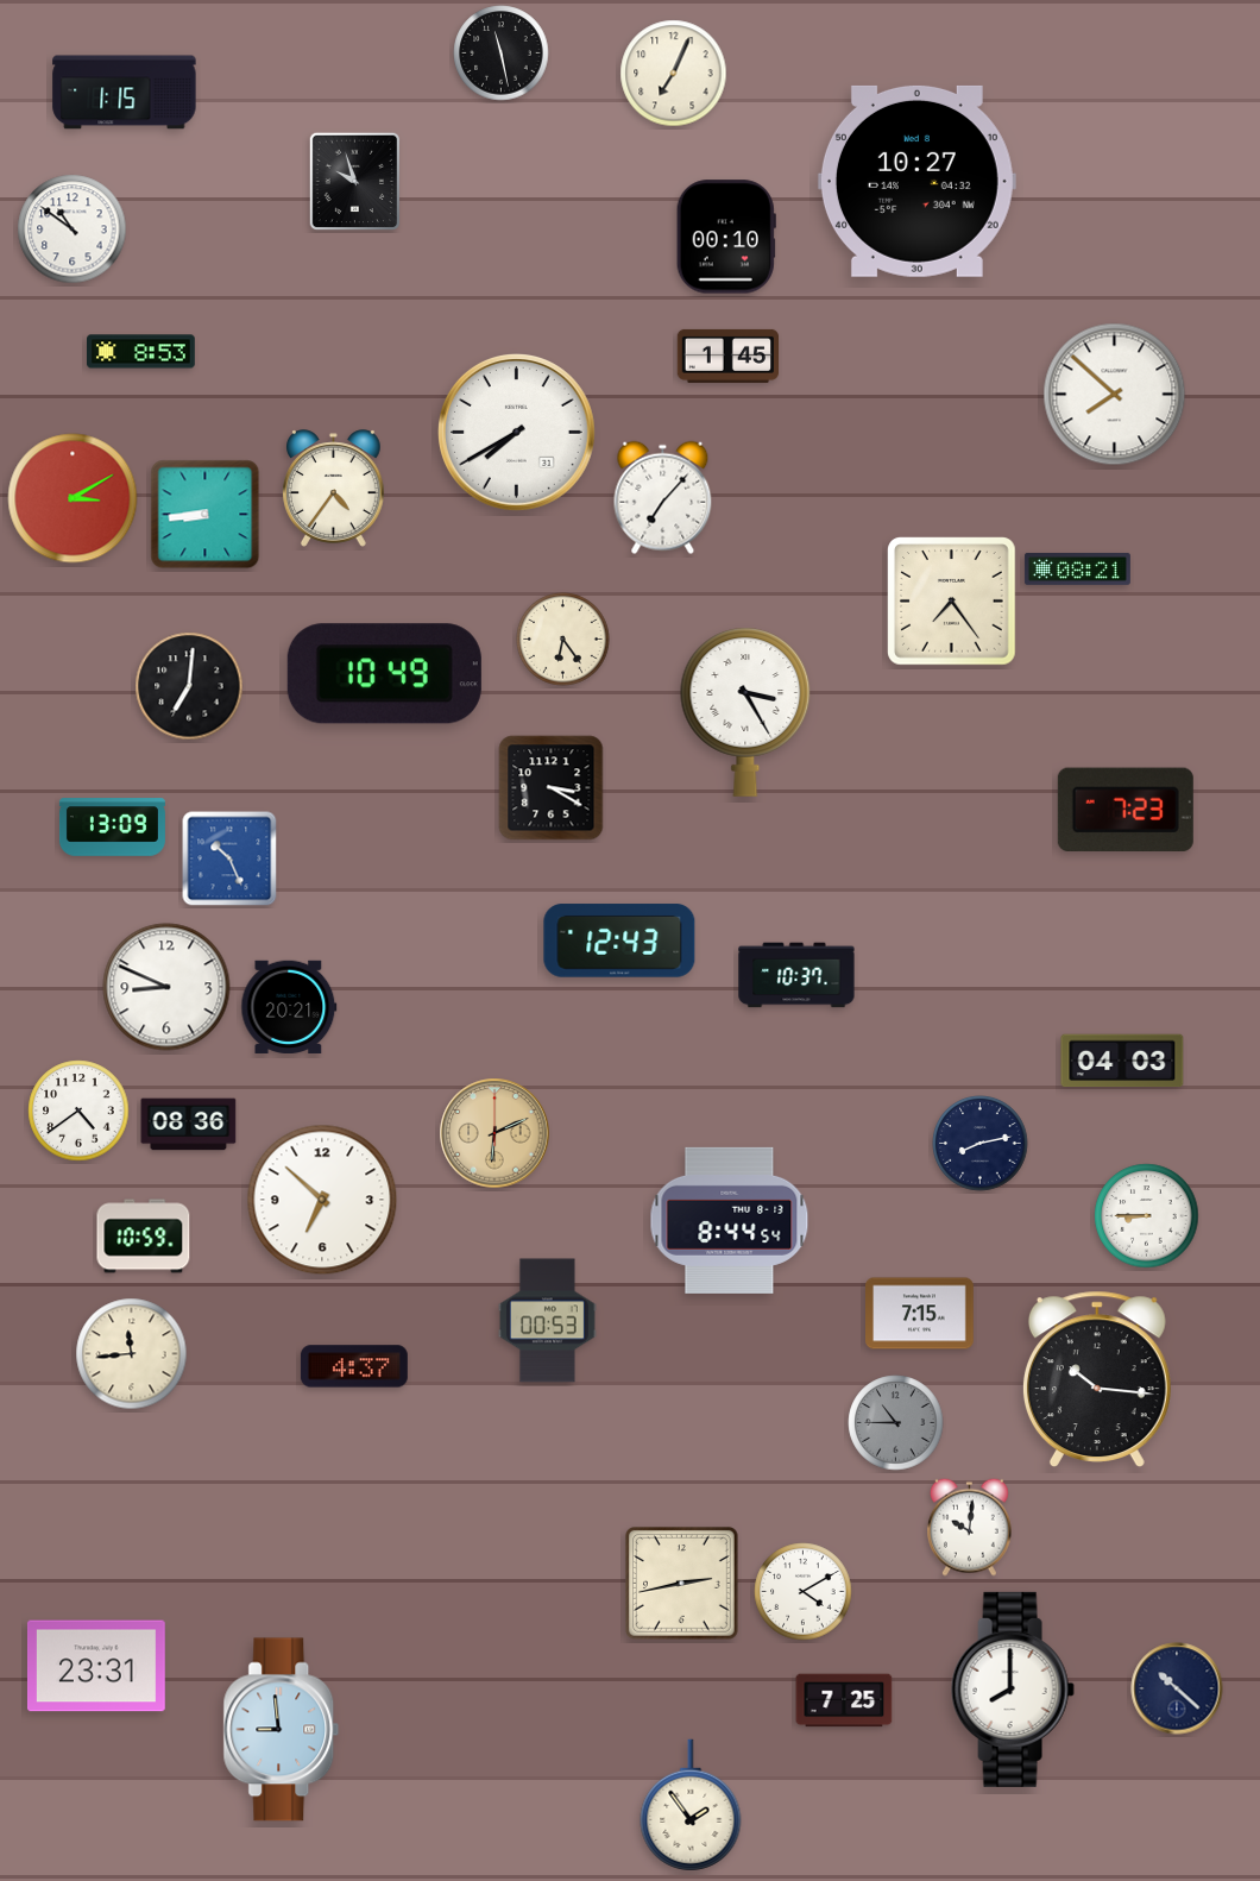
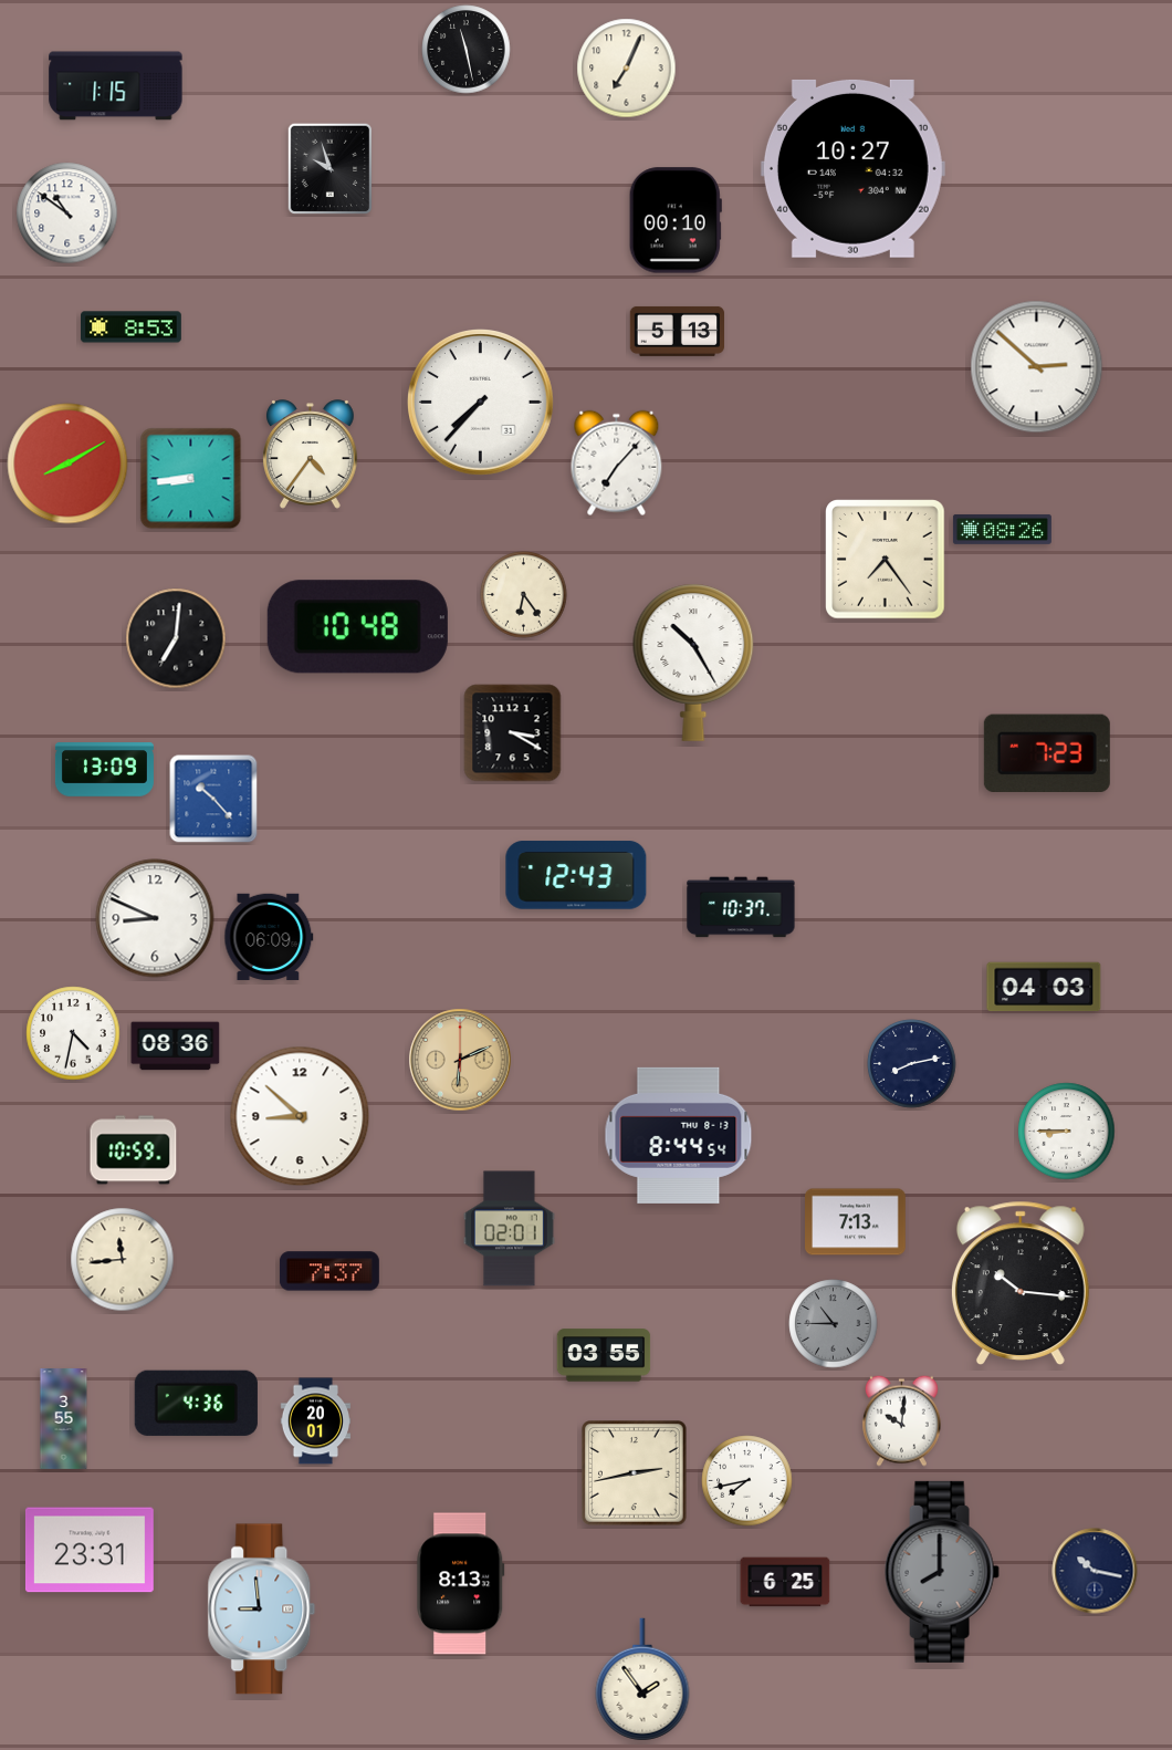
clock at (729, 356): 1:45 -> 5:13
clock at (1115, 395): 7:52 -> 2:52
clock at (517, 433): 7:40 -> 7:37
clock at (73, 498): 3:10 -> 8:10
clock at (1077, 570): 08:21 -> 08:26
clock at (384, 674): 10:49 -> 10:48
clock at (745, 712): 3:25 -> 10:25
clock at (229, 858): 10:26 -> 10:23
clock at (289, 1006): 20:21 -> 06:09
clock at (78, 1111): 4:39 -> 4:32
clock at (494, 1133) position: (494, 1133) -> (460, 1060)
clock at (322, 1200): 6:52 -> 8:52
clock at (920, 1314): 7:15 -> 7:13
clock at (548, 1321): 00:53 -> 02:01
clock at (354, 1366): 4:37 -> 7:37
clock at (604, 1355): none -> 03:55
clock at (196, 1403): none -> 4:36
clock at (64, 1419): none -> 3:55
clock at (315, 1421): none -> 20:01
clock at (804, 1592): 4:10 -> 7:43
clock at (1177, 1688): 10:22 -> 10:17
clock at (1013, 1690) dial: white -> grey
clock at (844, 1700): 7:25 -> 6:25
clock at (461, 1584): none -> 8:13
